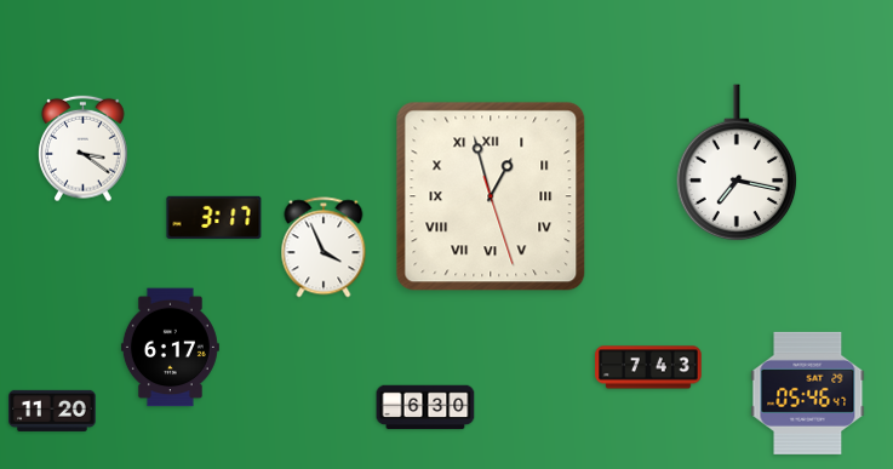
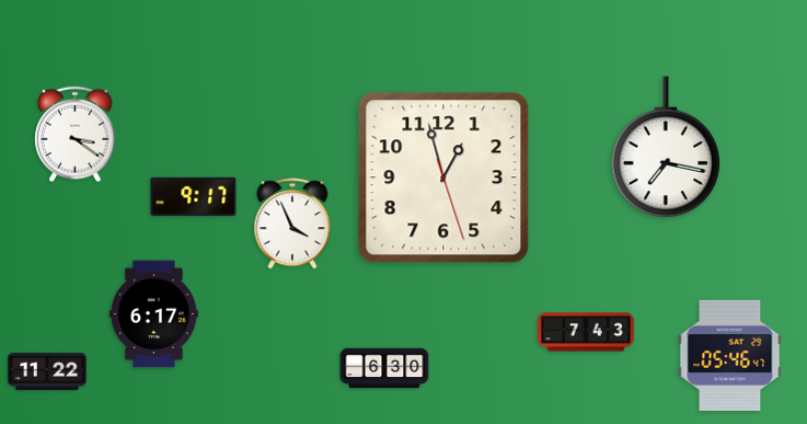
clock at (491, 196) numerals: Roman -> Arabic
clock at (214, 217): 3:17 -> 9:17
clock at (52, 411): 11:20 -> 11:22
